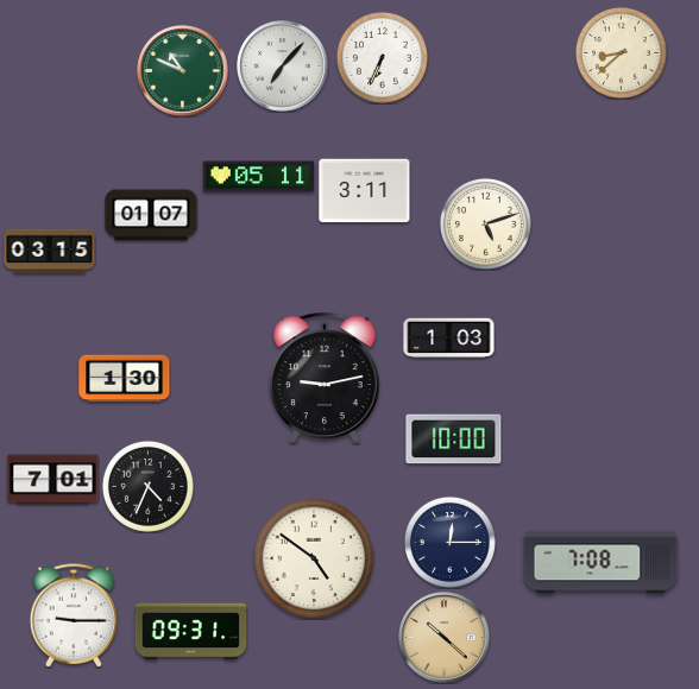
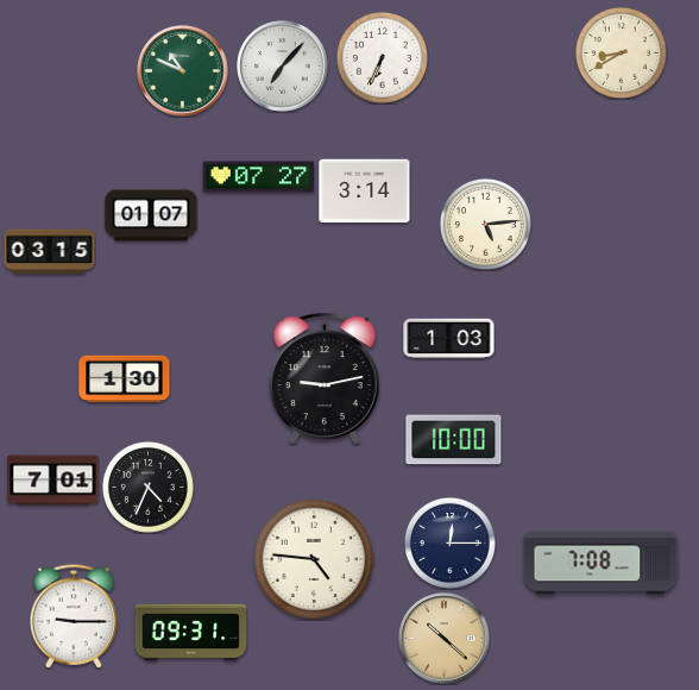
clock at (621, 52): 8:38 -> 8:40
clock at (259, 177): 05:11 -> 07:27
clock at (365, 191): 3:11 -> 3:14
clock at (485, 223): 5:12 -> 5:14
clock at (314, 558): 4:51 -> 4:46
